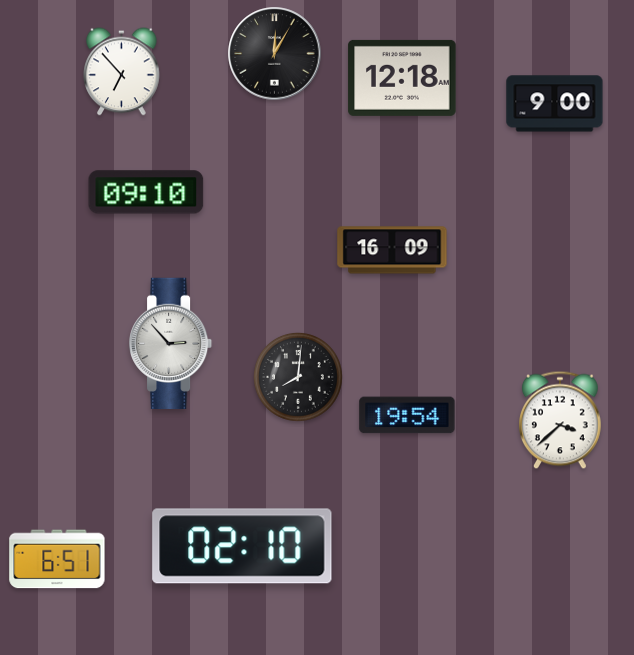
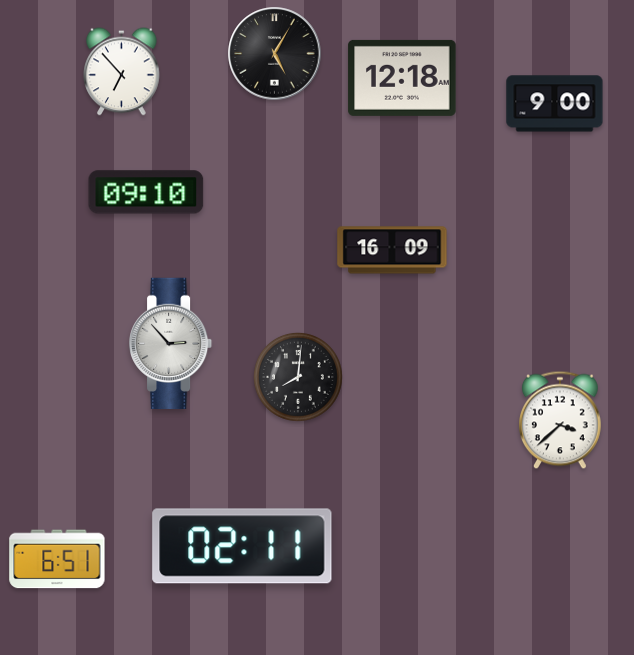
clock at (275, 54): 12:05 -> 5:05
clock at (407, 415): 19:54 -> none
clock at (242, 546): 02:10 -> 02:11
